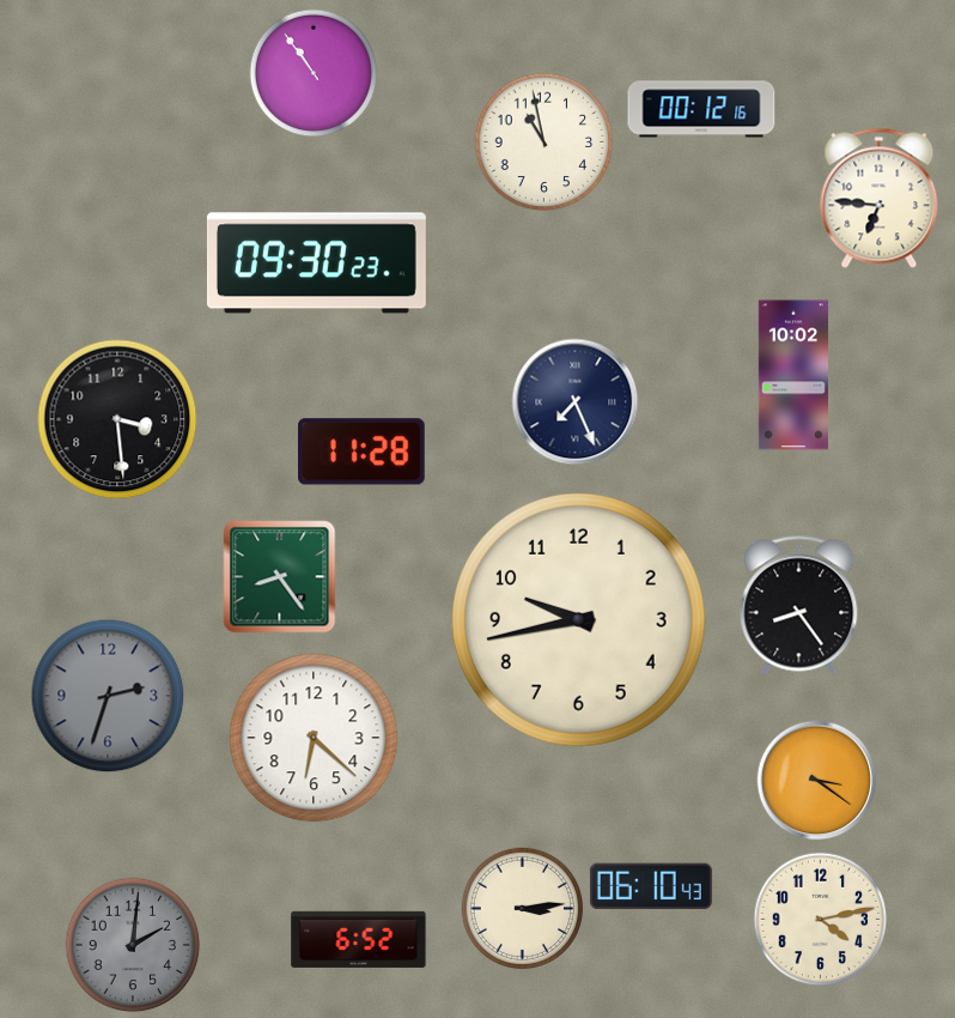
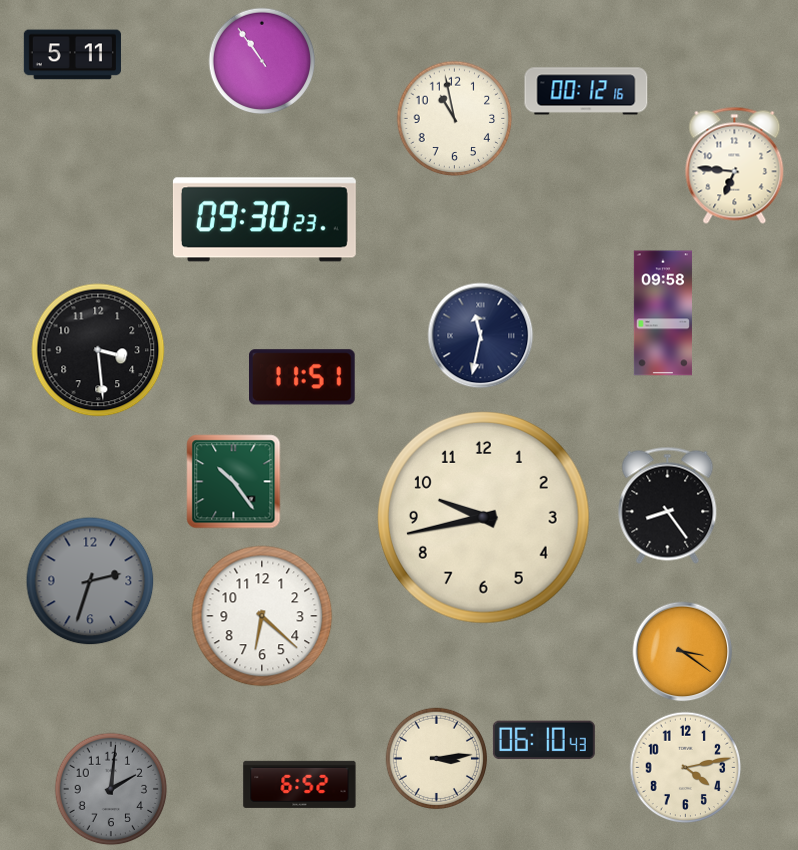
clock at (72, 55): none -> 5:11
clock at (793, 375): 10:02 -> 09:58
clock at (576, 402): 7:26 -> 11:32
clock at (363, 452): 11:28 -> 11:51
clock at (280, 577): 8:24 -> 10:24
